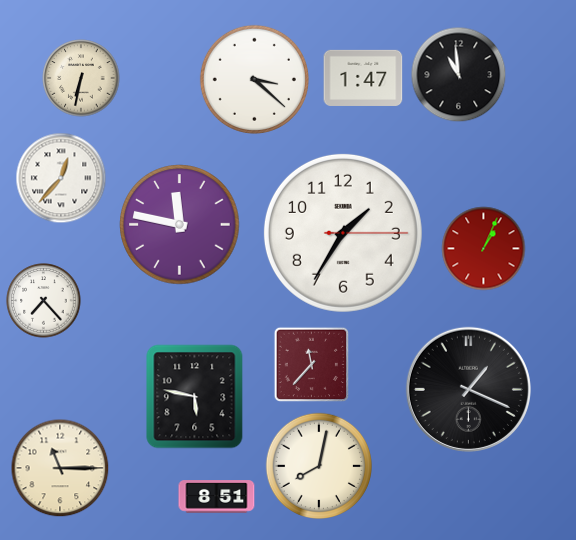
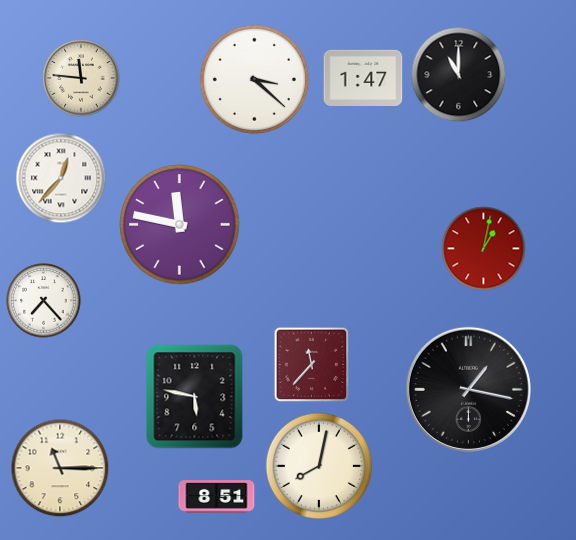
clock at (459, 75): 10:59 -> 11:00
clock at (81, 78): 6:32 -> 11:46
clock at (343, 233): 1:35 -> none
clock at (484, 249): 1:04 -> 1:02
clock at (468, 389): 1:19 -> 1:17
